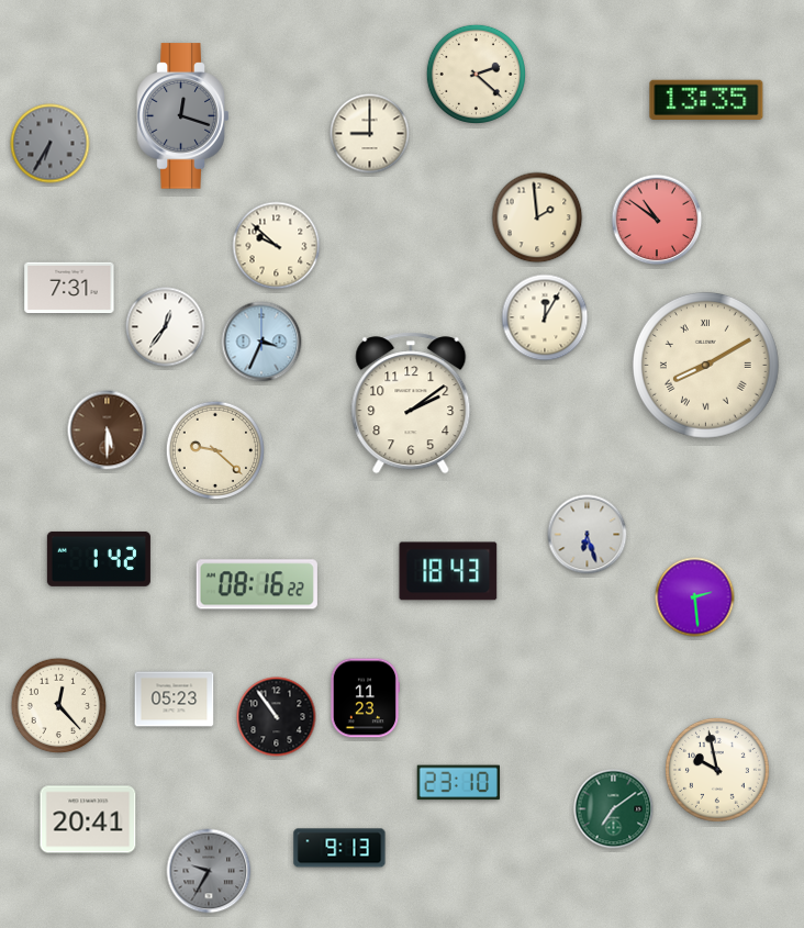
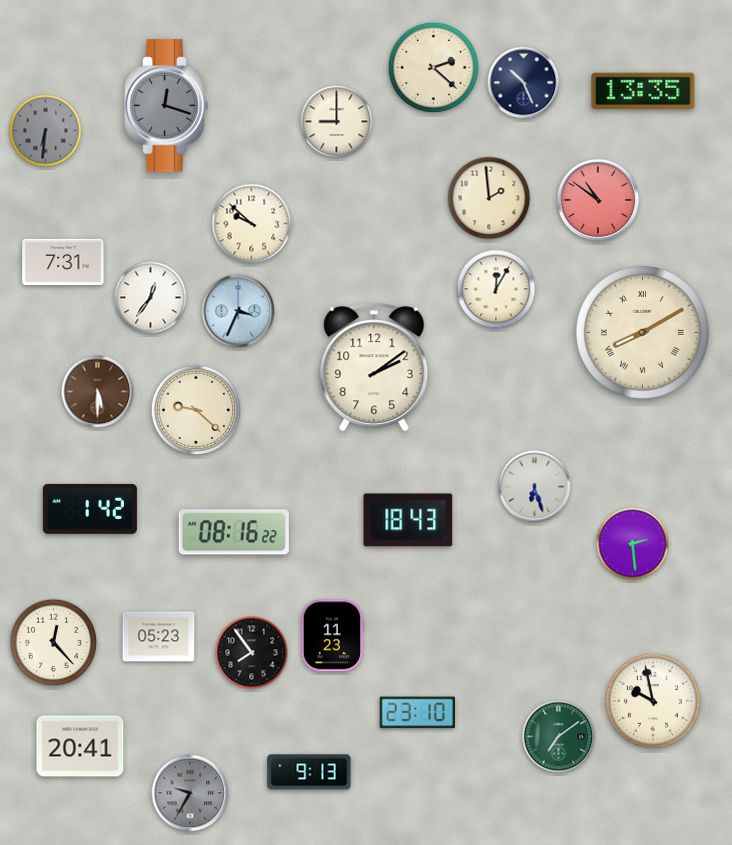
clock at (524, 83): none -> 10:26
clock at (51, 144): 6:35 -> 6:31
clock at (277, 717): 10:54 -> 7:54
